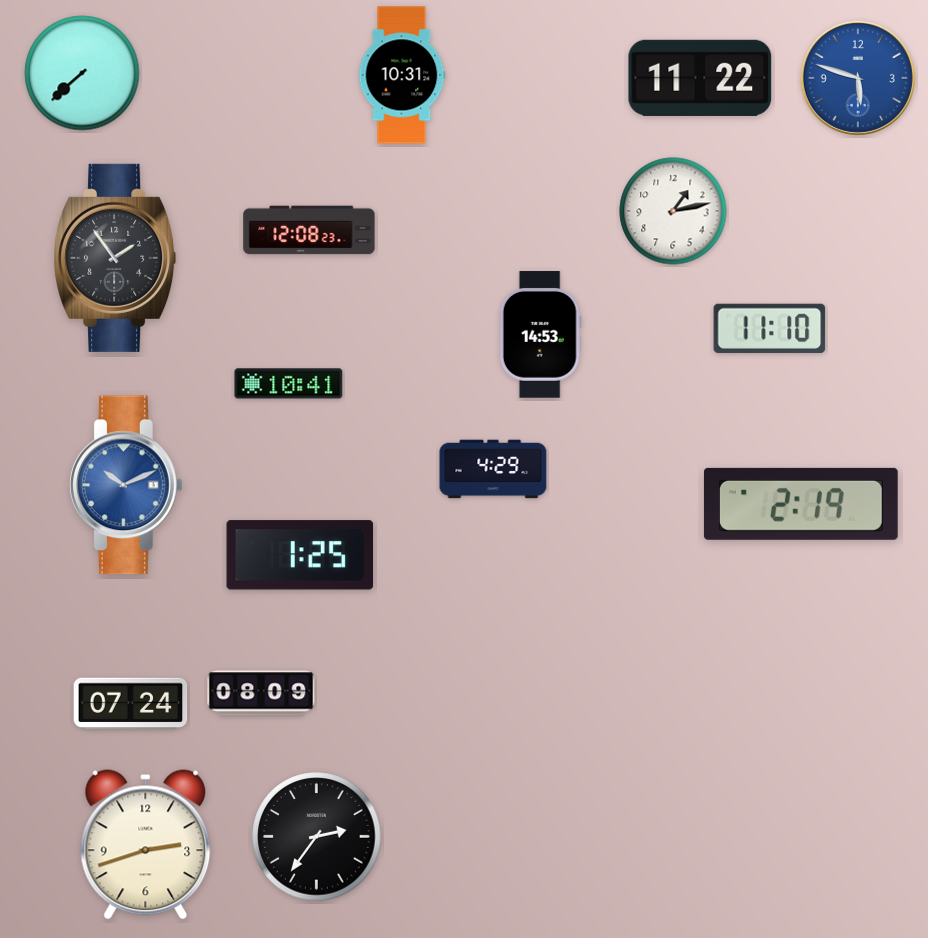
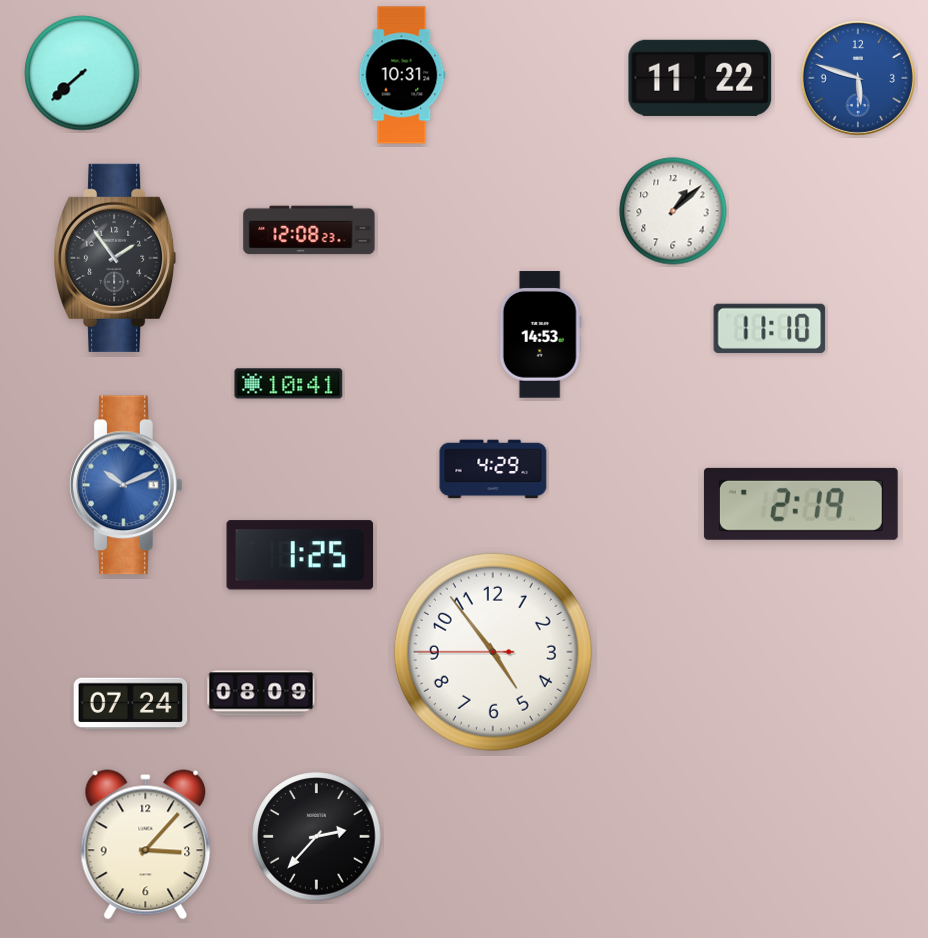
clock at (673, 211): 1:13 -> 1:08
clock at (493, 652): none -> 4:53
clock at (317, 837): 2:36 -> 2:37
clock at (146, 845): 2:42 -> 3:07
